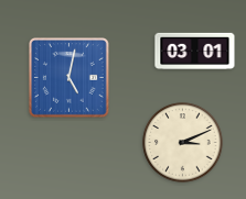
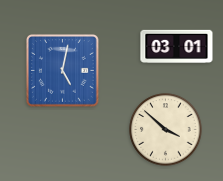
clock at (183, 143): 3:11 -> 3:52
